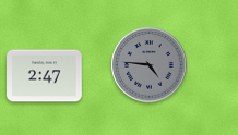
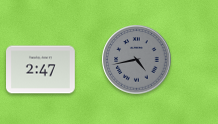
clock at (150, 65): 4:46 -> 4:43
